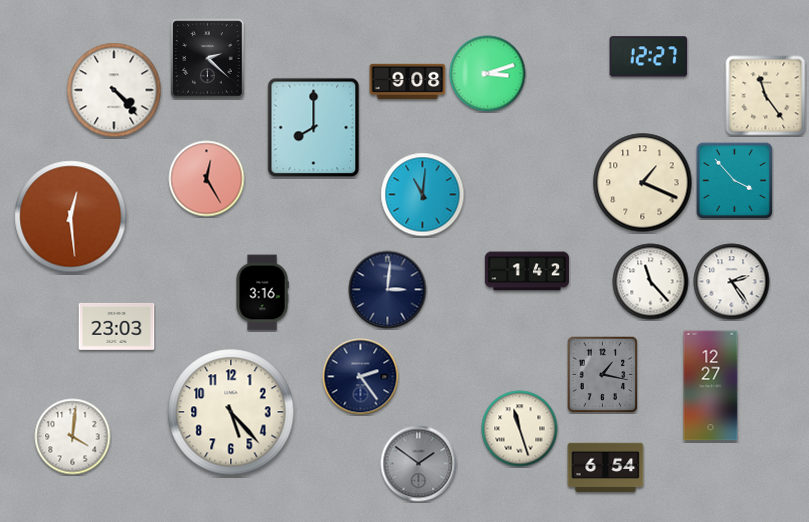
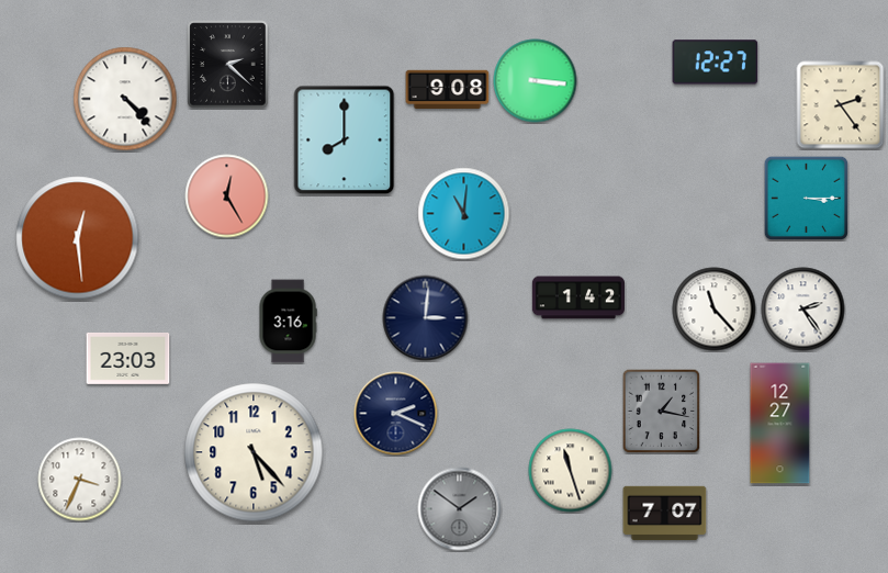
clock at (649, 57) position: (649, 57) -> (716, 63)
clock at (488, 74): 3:12 -> 3:16
clock at (766, 96): 11:24 -> 2:24
clock at (734, 180): 3:53 -> 3:15
clock at (643, 183): 1:19 -> none
clock at (361, 377): 2:24 -> 2:19
clock at (73, 437): 4:01 -> 3:34
clock at (606, 468): 6:54 -> 7:07
